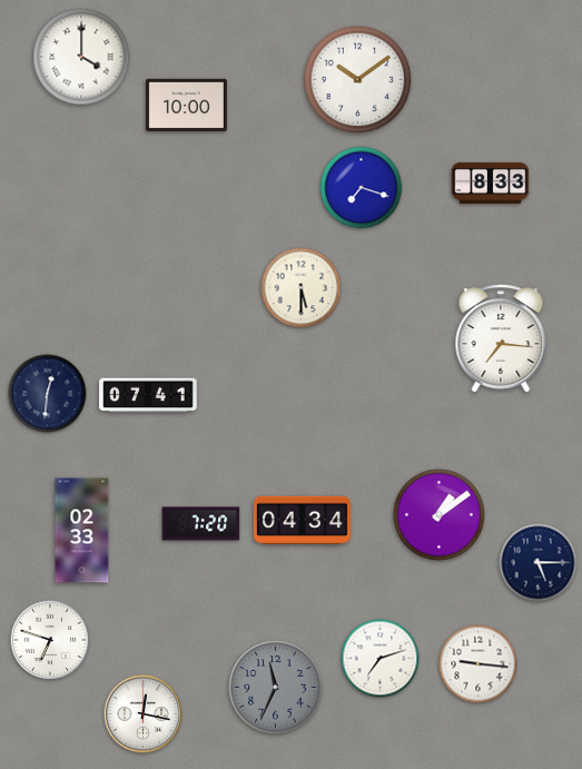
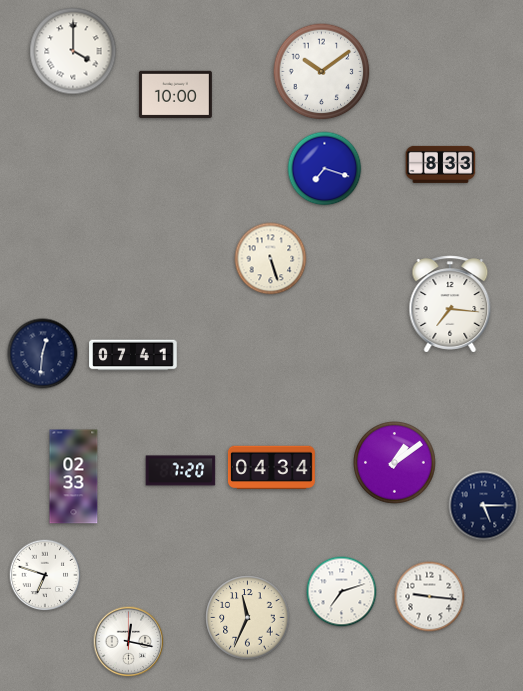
clock at (186, 105) position: (186, 105) -> (175, 94)
clock at (302, 288): 5:30 -> 5:27
clock at (276, 688) dial: grey -> cream
